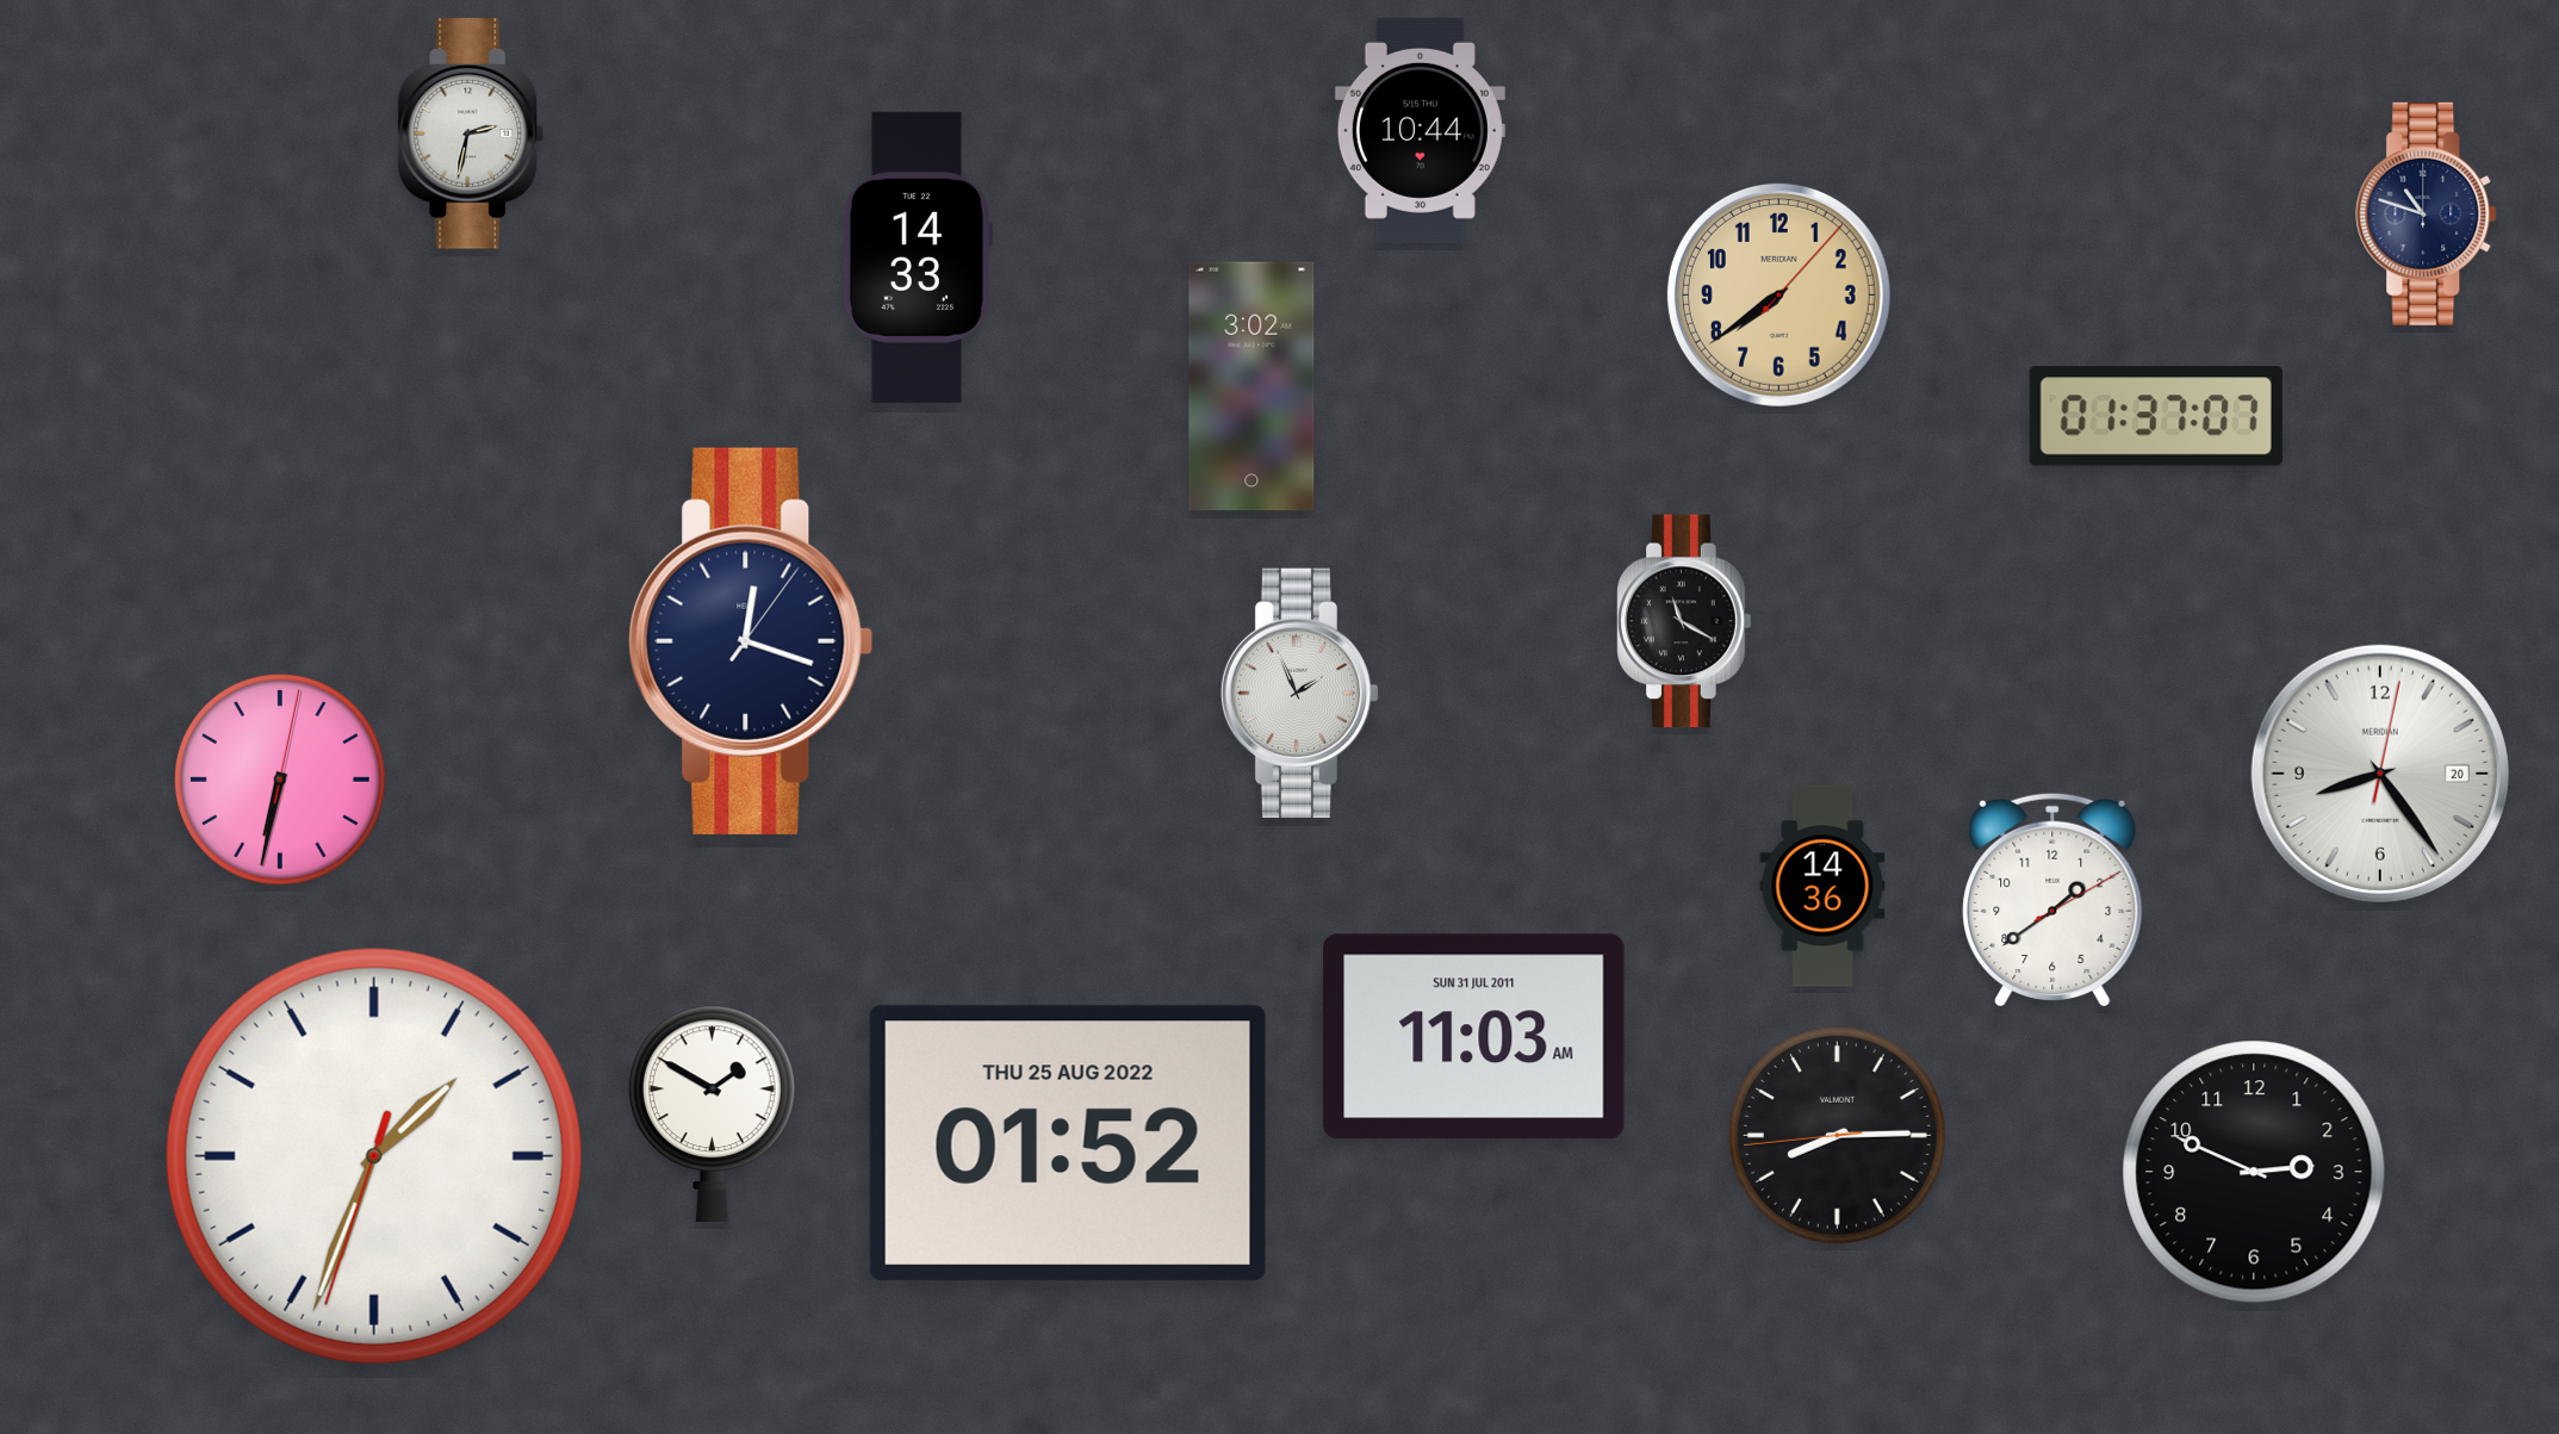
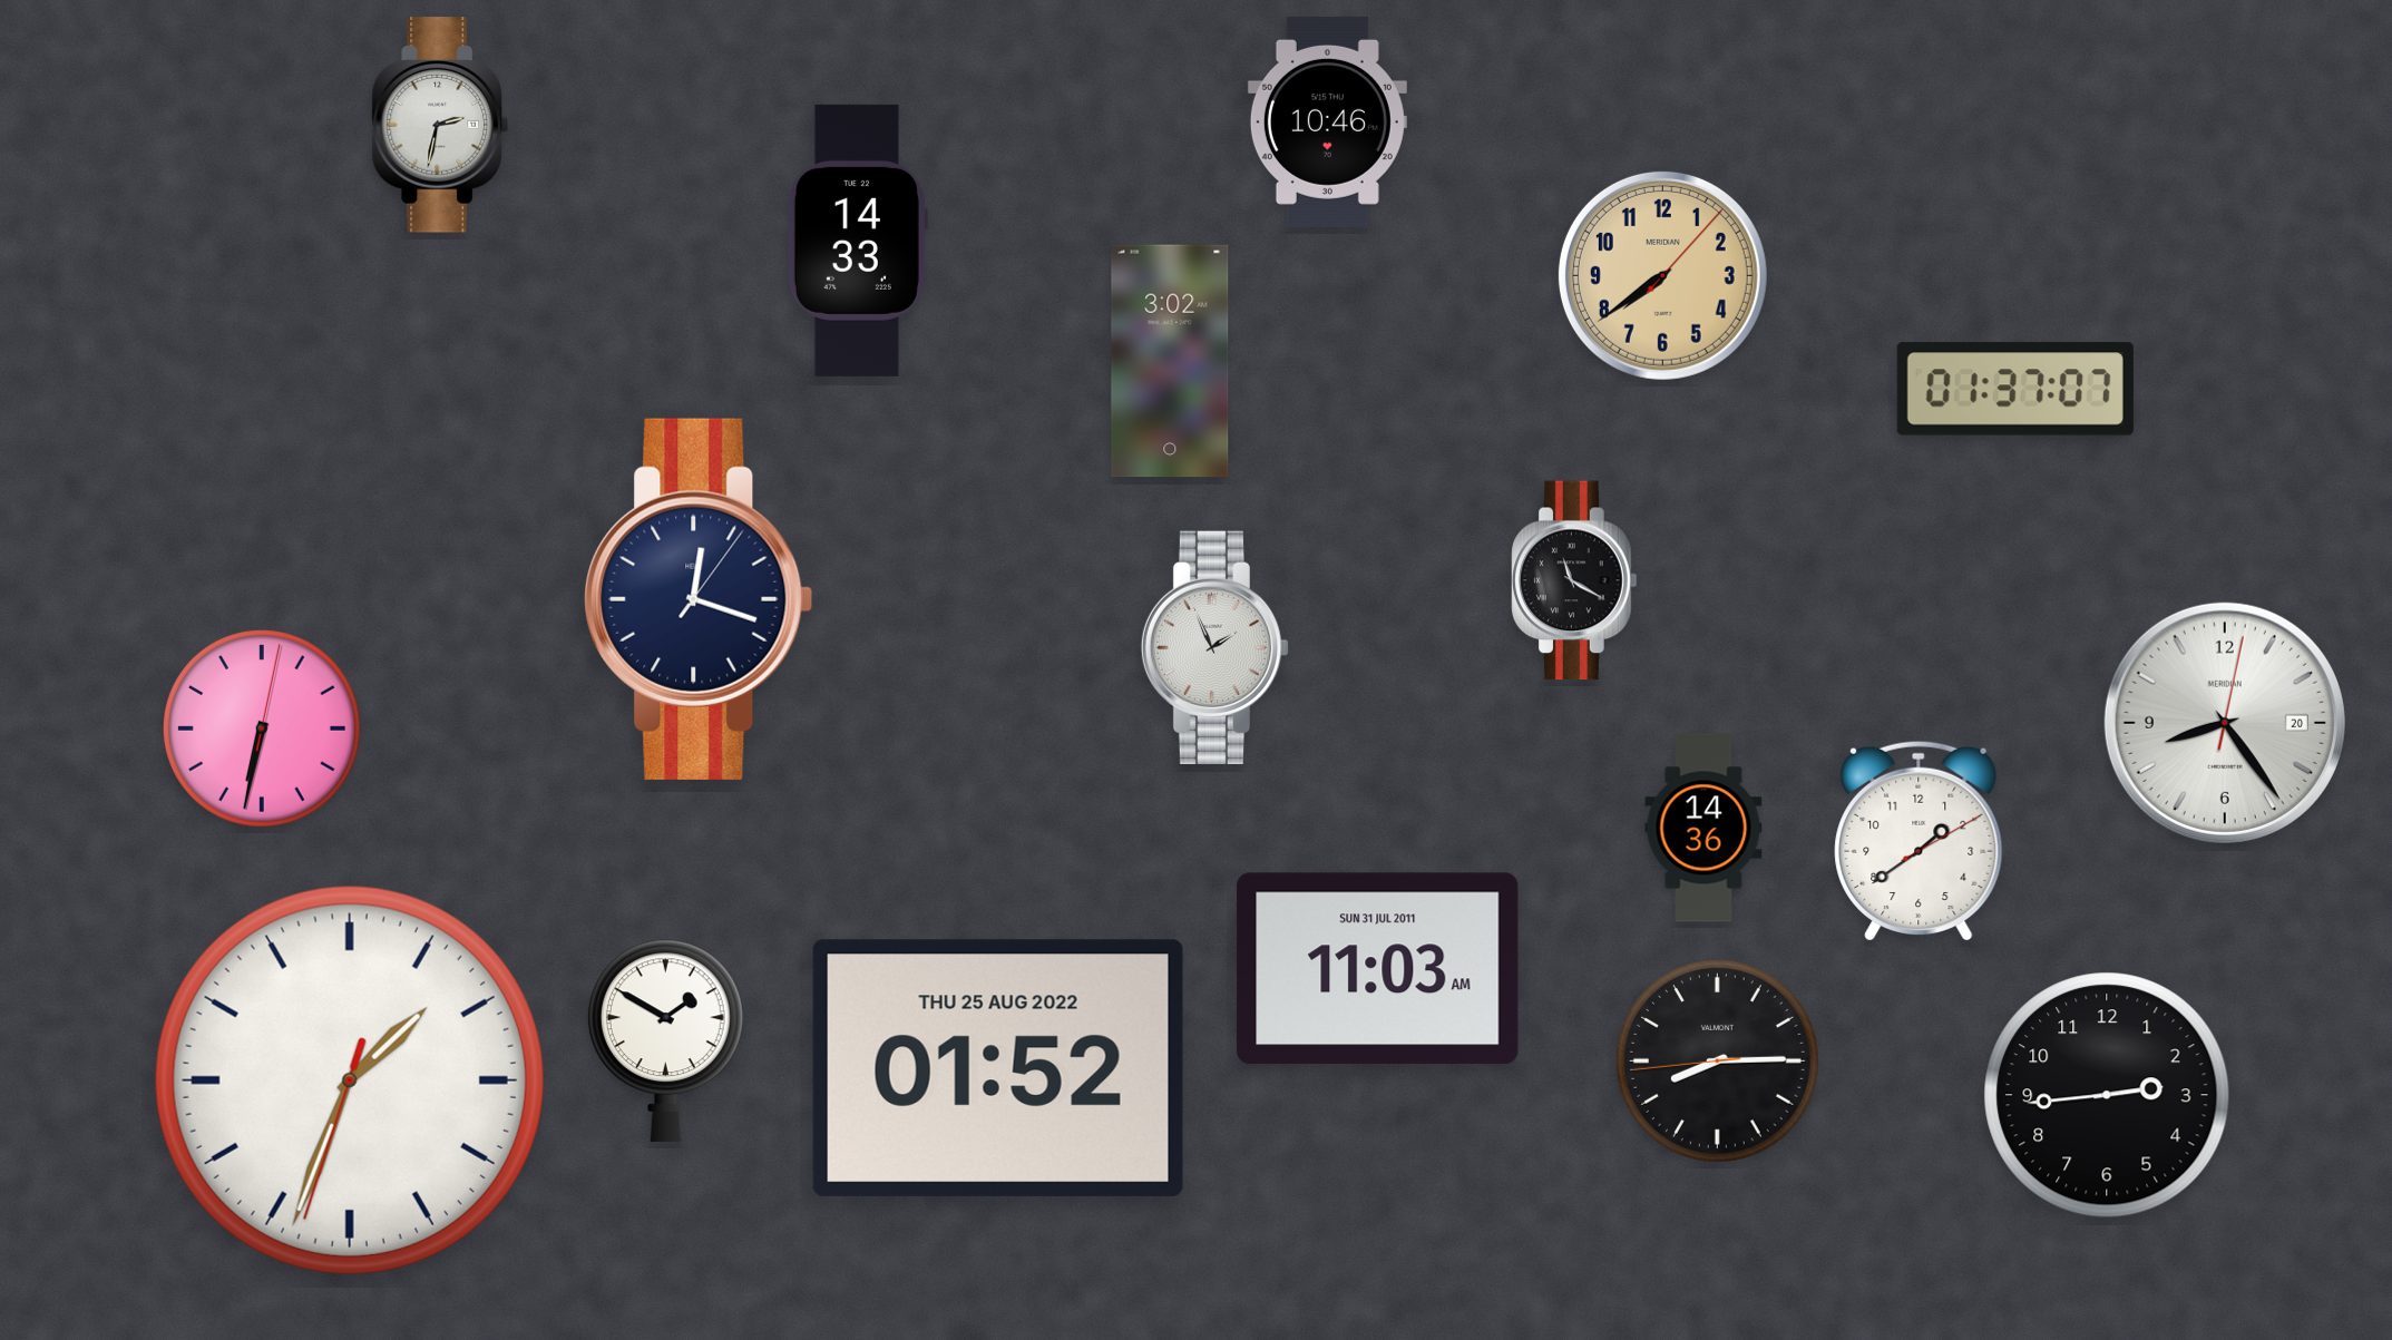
clock at (1420, 130): 10:44 -> 10:46
clock at (2427, 213): 10:48 -> none
clock at (751, 641) position: (751, 641) -> (699, 599)
clock at (2254, 1172): 2:49 -> 2:44
